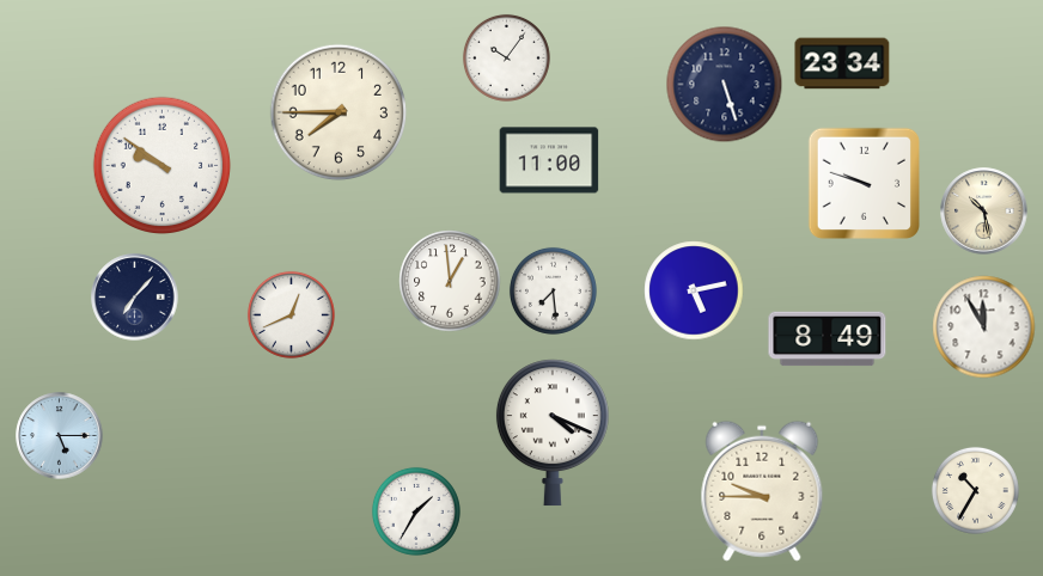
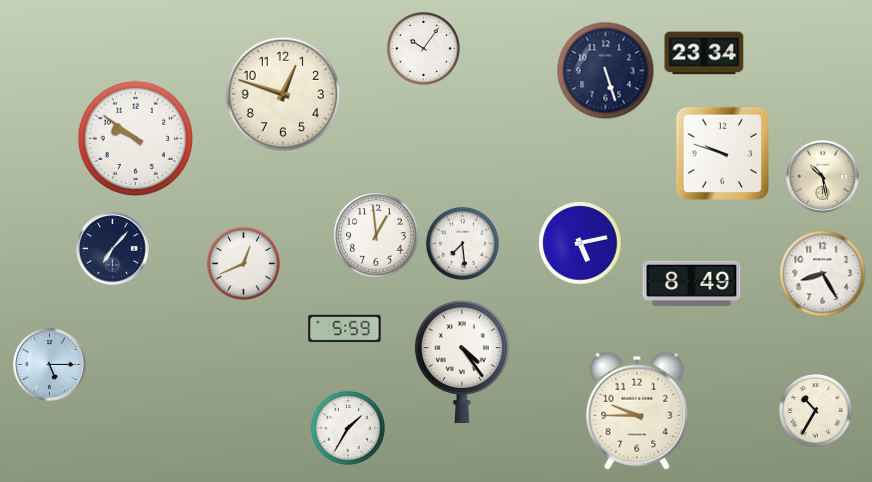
clock at (338, 112): 7:45 -> 12:48
clock at (549, 160): 11:00 -> none
clock at (984, 327): 11:55 -> 8:25
clock at (345, 329): none -> 5:59
clock at (553, 433): 4:19 -> 4:24
